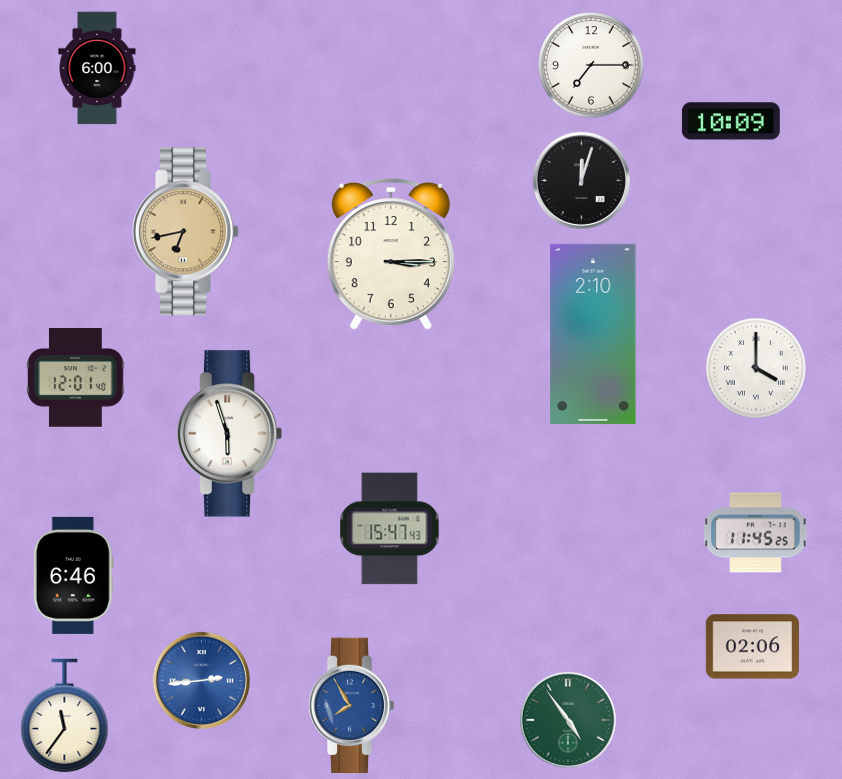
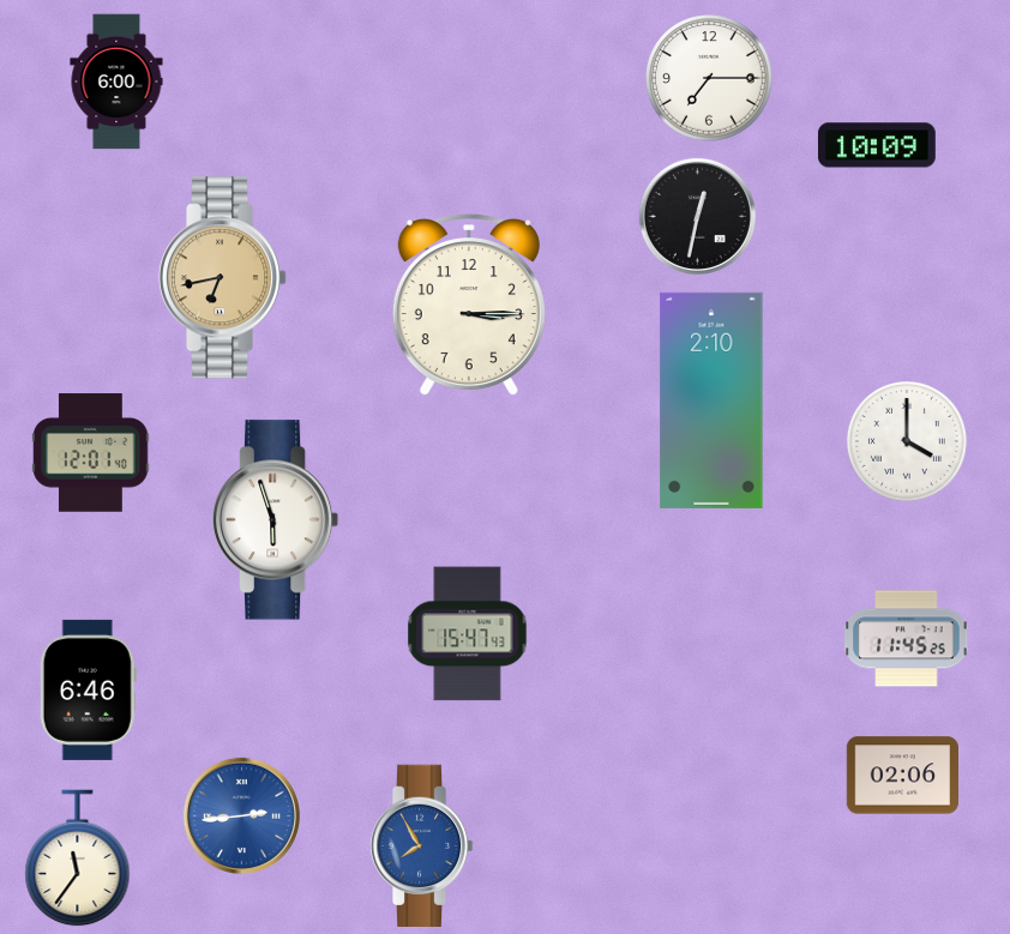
clock at (581, 180): 12:03 -> 12:32
clock at (568, 720): 4:54 -> none
